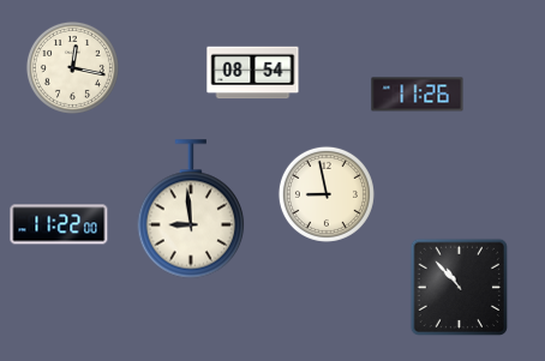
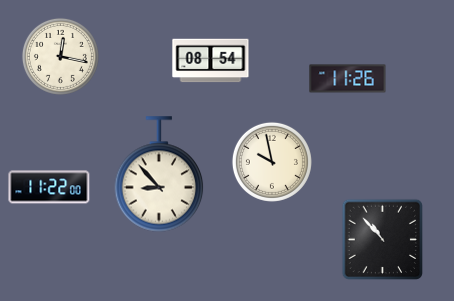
clock at (327, 194): 8:58 -> 9:58
clock at (191, 209): 8:59 -> 8:53
